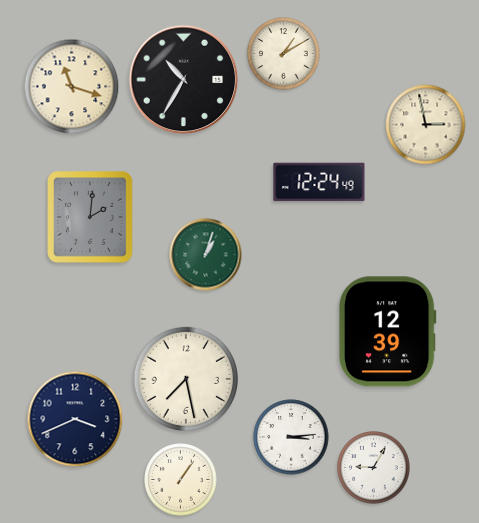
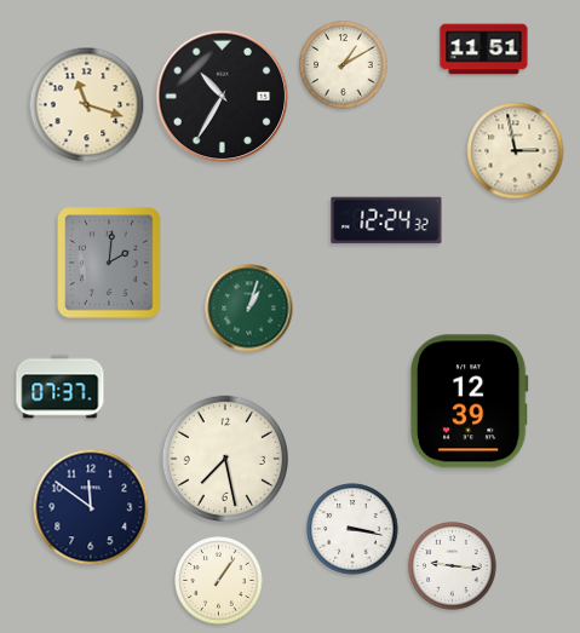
clock at (484, 50): none -> 11:51
clock at (319, 182): 12:24:49 -> 12:24:32
clock at (61, 387): none -> 07:37
clock at (75, 419): 3:41 -> 11:51
clock at (291, 437): 3:14 -> 3:17
clock at (374, 468): 9:05 -> 9:16
